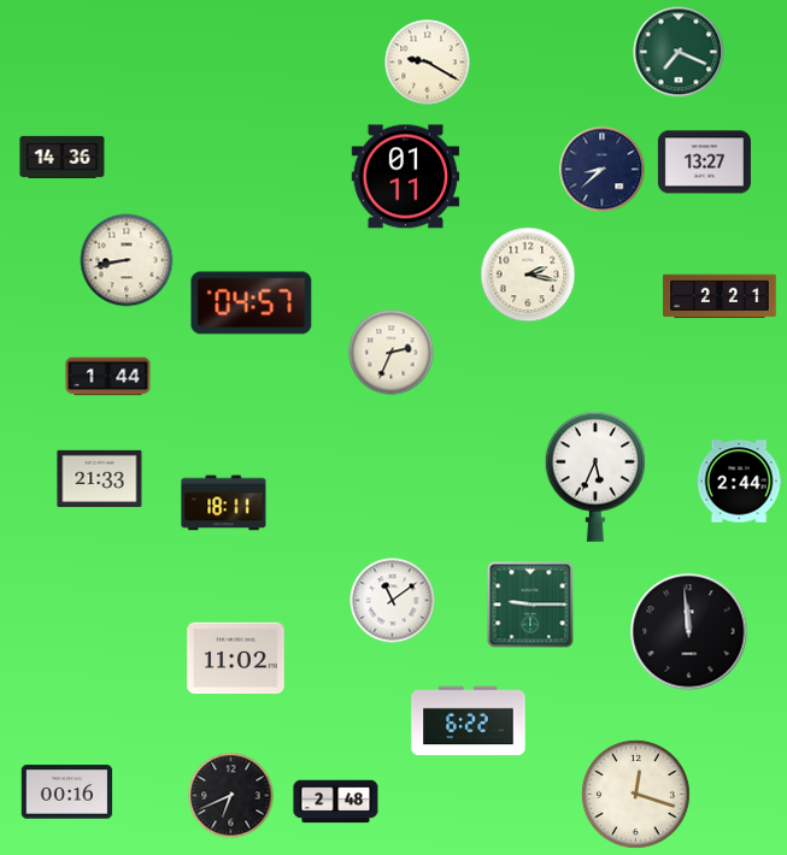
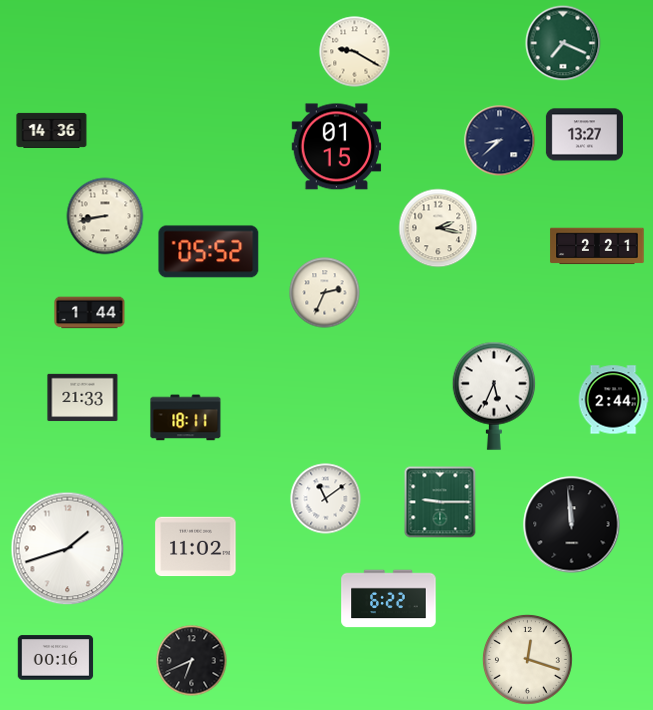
clock at (406, 177): 01:11 -> 01:15
clock at (252, 303): 04:57 -> 05:52
clock at (68, 549): none -> 1:42
clock at (336, 802): 2:48 -> none
